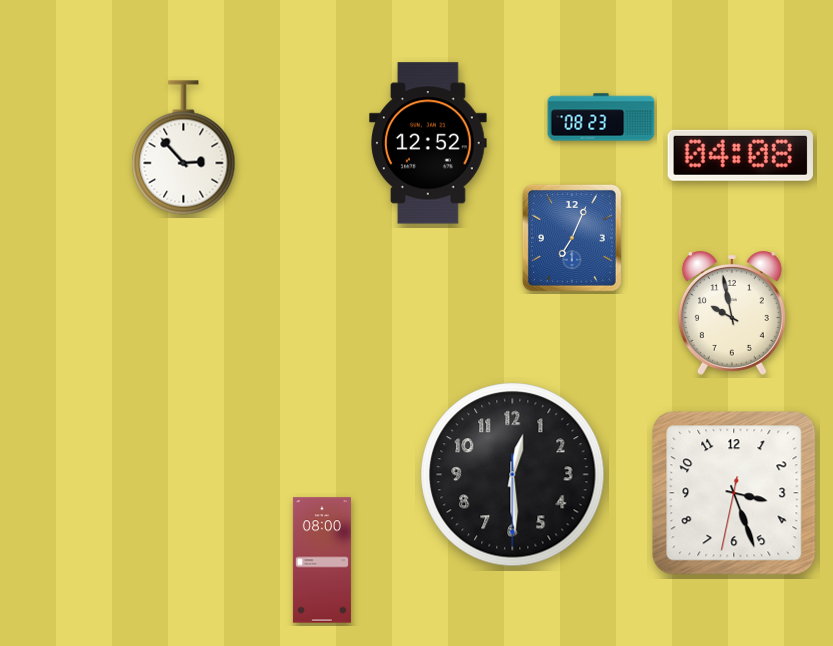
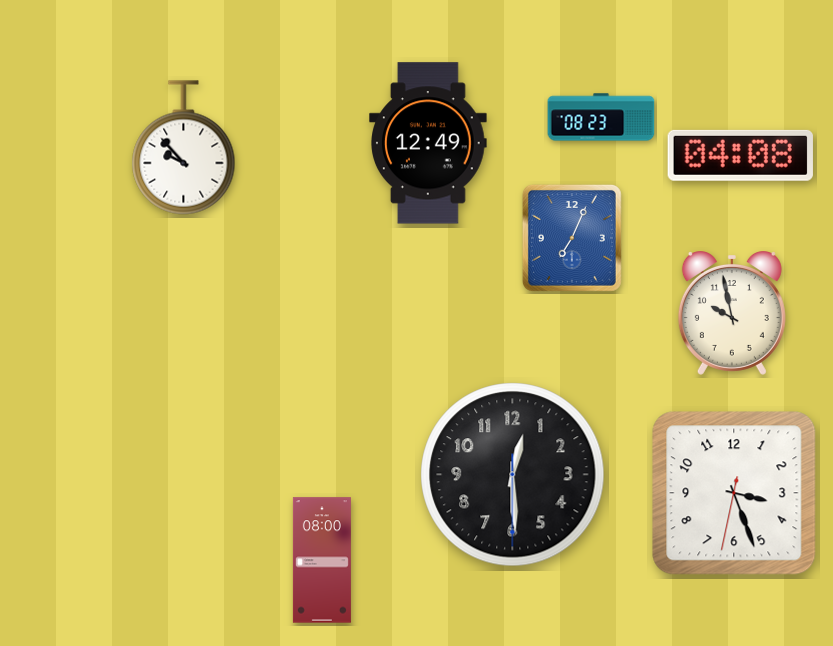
clock at (429, 143): 12:52 -> 12:49
clock at (184, 148): 2:53 -> 9:53
